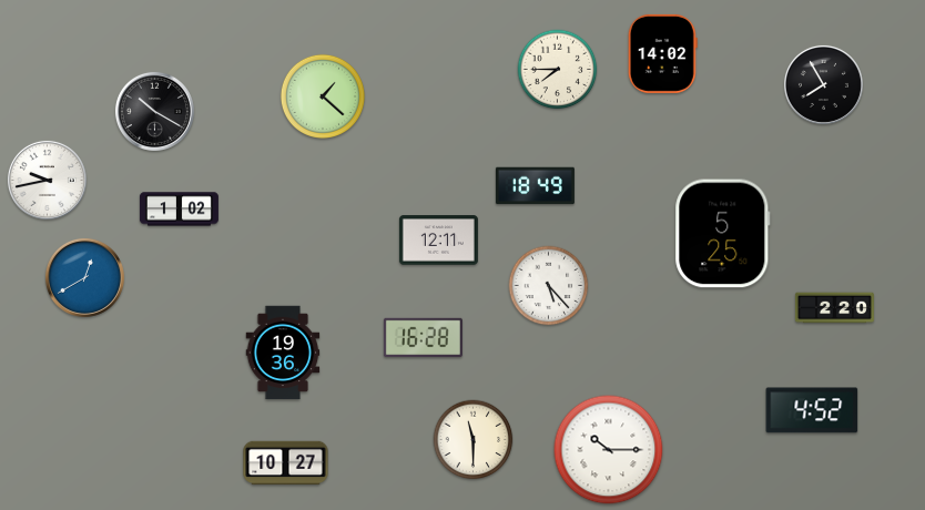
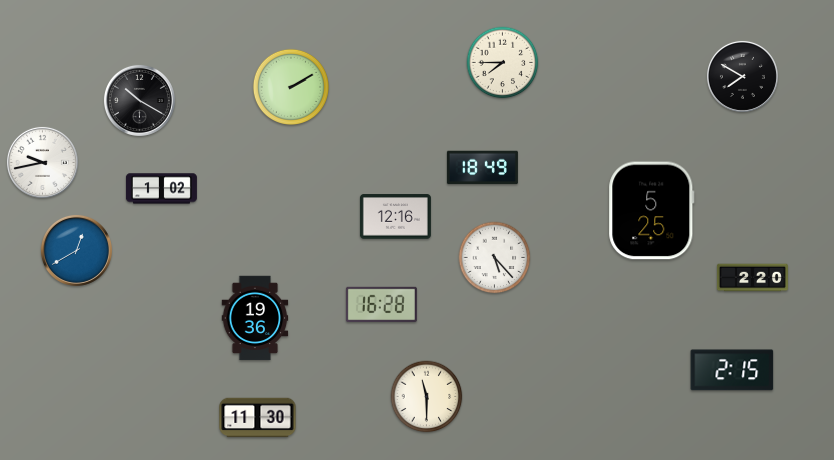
clock at (662, 53): 14:02 -> none
clock at (823, 84): 7:55 -> 7:50
clock at (323, 96): 1:22 -> 2:10
clock at (438, 241): 12:11 -> 12:16
clock at (812, 410): 4:52 -> 2:15
clock at (609, 450): 10:15 -> none
clock at (286, 463): 10:27 -> 11:30
